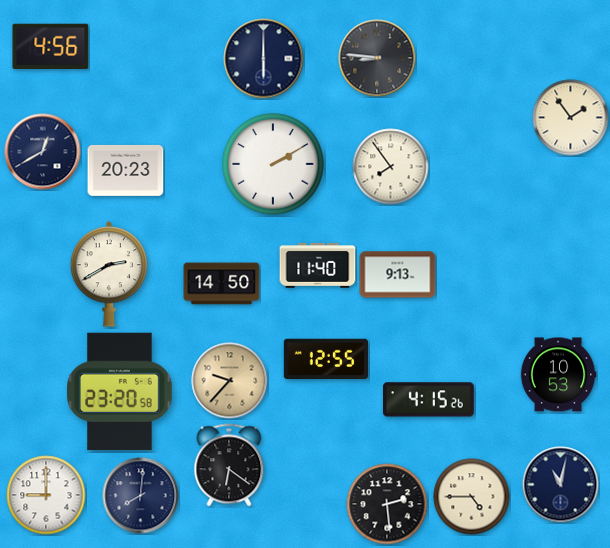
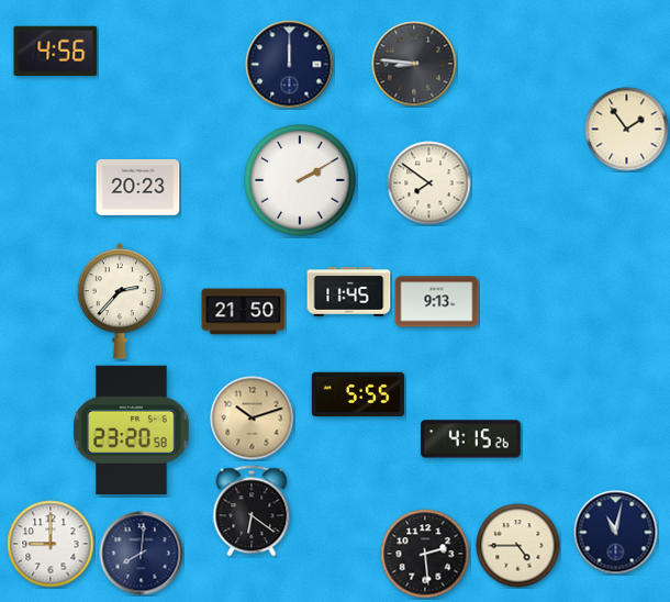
clock at (264, 59): 6:00 -> 12:00
clock at (43, 152): 12:40 -> none
clock at (391, 167): 7:54 -> 7:51
clock at (318, 265): 11:40 -> 11:45
clock at (108, 274): 2:40 -> 2:37
clock at (222, 284): 14:50 -> 21:50
clock at (325, 359): 12:55 -> 5:55
clock at (558, 375): 10:53 -> none
clock at (230, 381): 9:37 -> 10:12
clock at (141, 496) position: (141, 496) -> (142, 554)
